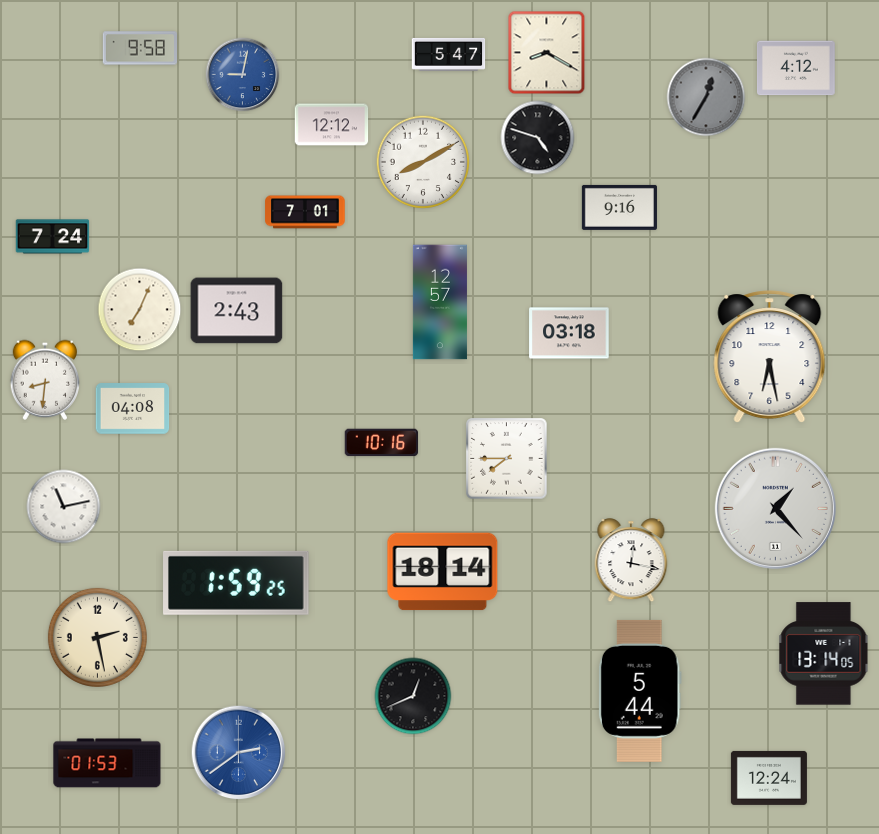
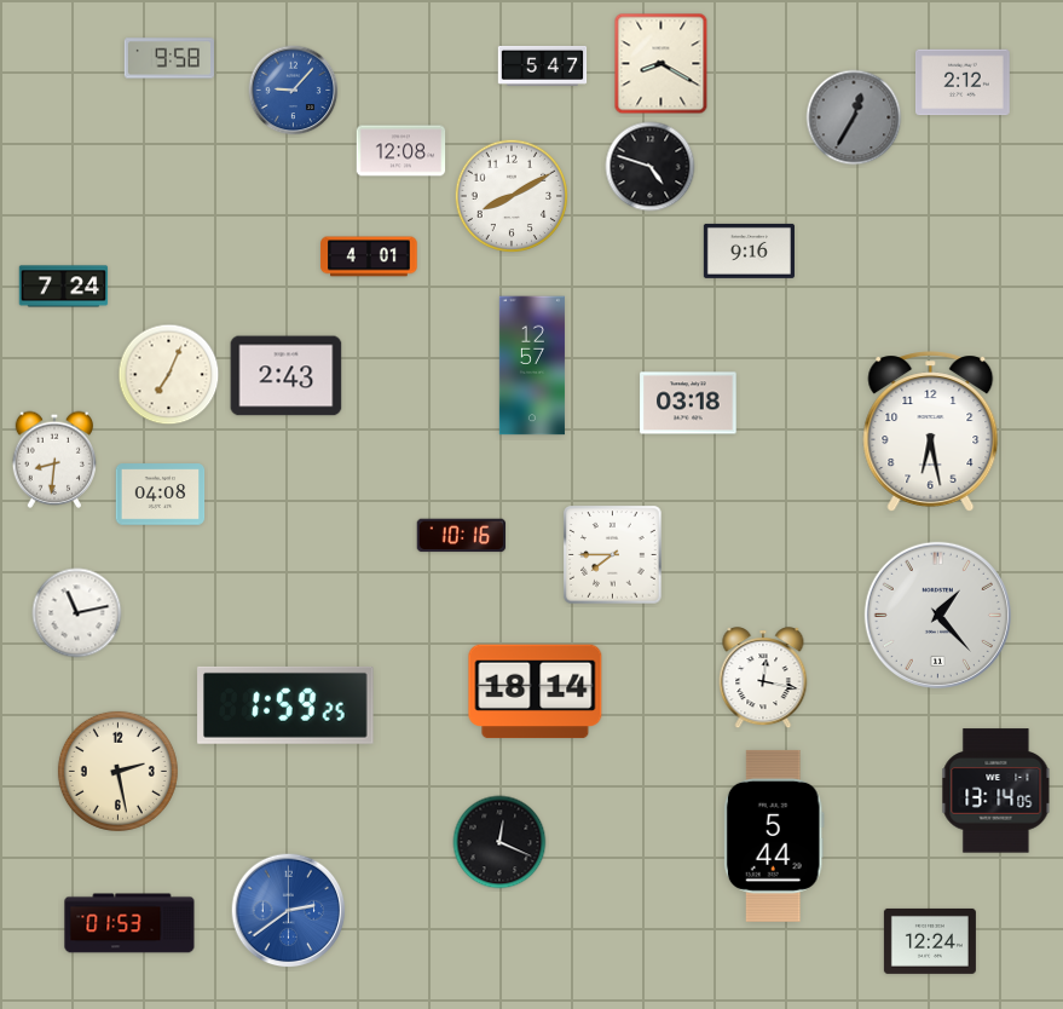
clock at (797, 68): 4:12 -> 2:12
clock at (243, 75): 9:02 -> 9:07
clock at (332, 125): 12:12 -> 12:08
clock at (305, 212): 7:01 -> 4:01
clock at (413, 696): 12:41 -> 12:19
